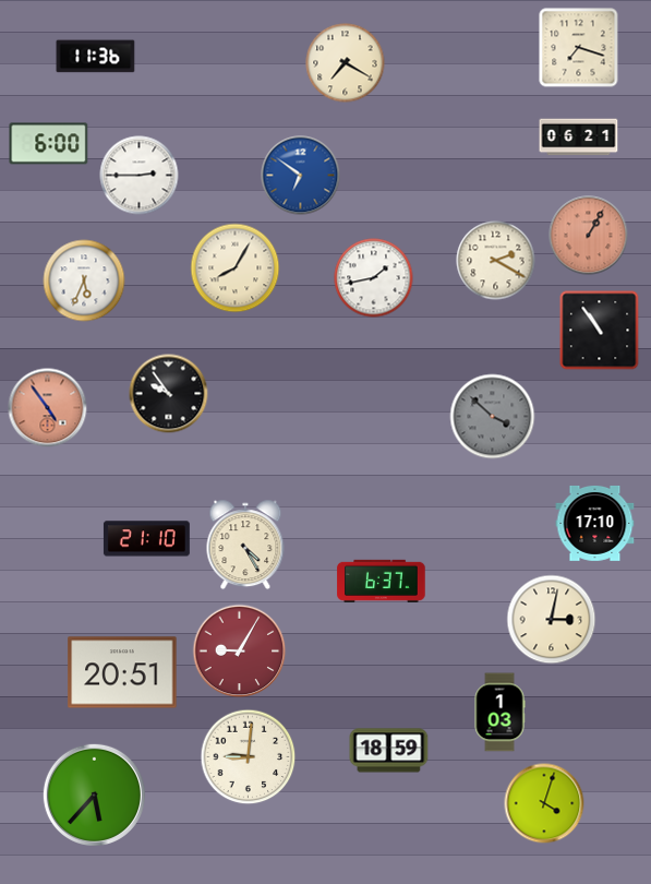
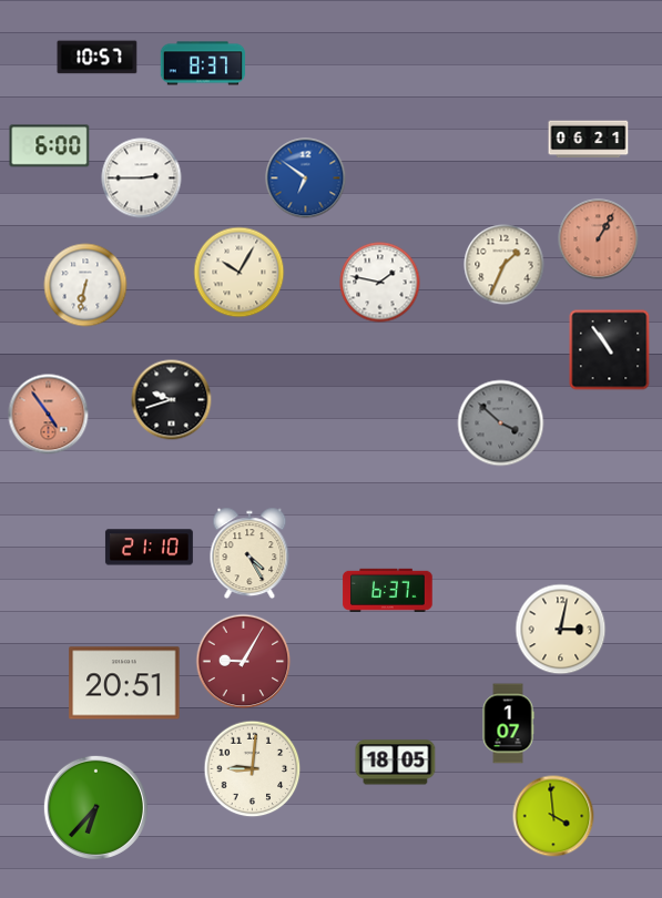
clock at (579, 48): 7:18 -> none
clock at (96, 57): 11:36 -> 10:57
clock at (203, 63): none -> 8:37
clock at (346, 63): 7:20 -> none
clock at (496, 261): 2:20 -> 1:34
clock at (236, 268): 8:05 -> 10:05
clock at (374, 278): 1:43 -> 1:47
clock at (84, 280): 5:34 -> 6:32
clock at (600, 331) position: (600, 331) -> (610, 350)
clock at (169, 394): 9:54 -> 9:42
clock at (595, 523): 17:10 -> none
clock at (499, 713): 1:03 -> 1:07
clock at (389, 751): 18:59 -> 18:05
clock at (94, 795): 5:37 -> 6:37
clock at (544, 803): 4:03 -> 3:59
